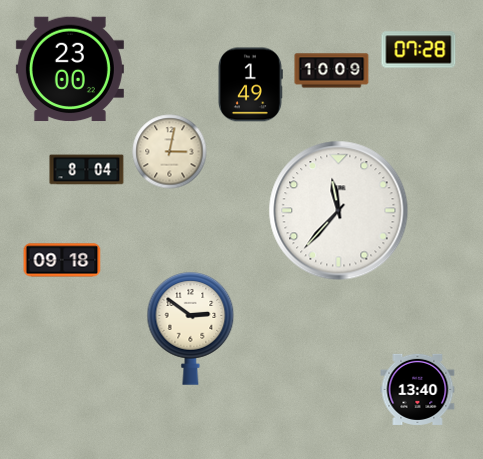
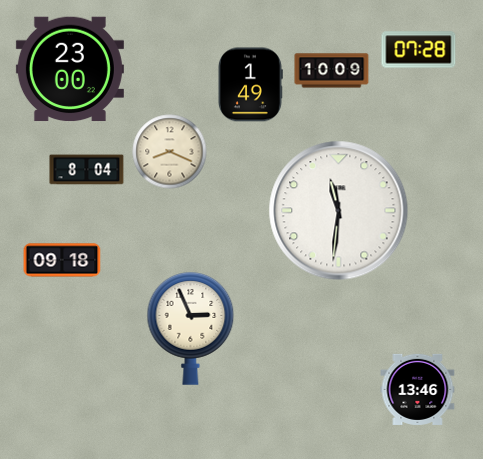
clock at (170, 152): 3:02 -> 8:19
clock at (339, 211): 11:37 -> 11:31
clock at (191, 329): 2:51 -> 2:56
clock at (418, 389): 13:40 -> 13:46
